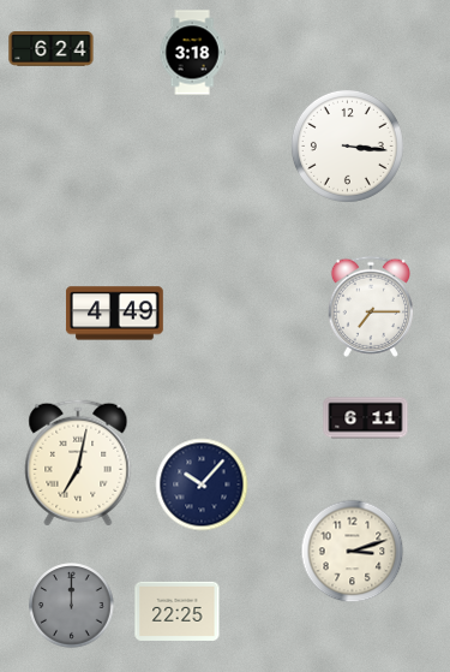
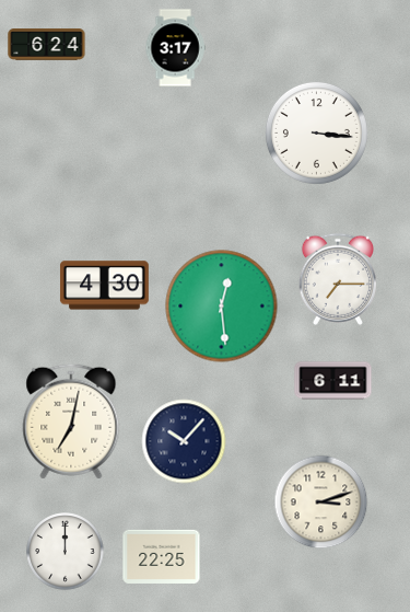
clock at (192, 53): 3:18 -> 3:17
clock at (114, 314): 4:49 -> 4:30
clock at (222, 307): none -> 12:29
clock at (72, 606) dial: grey -> white
